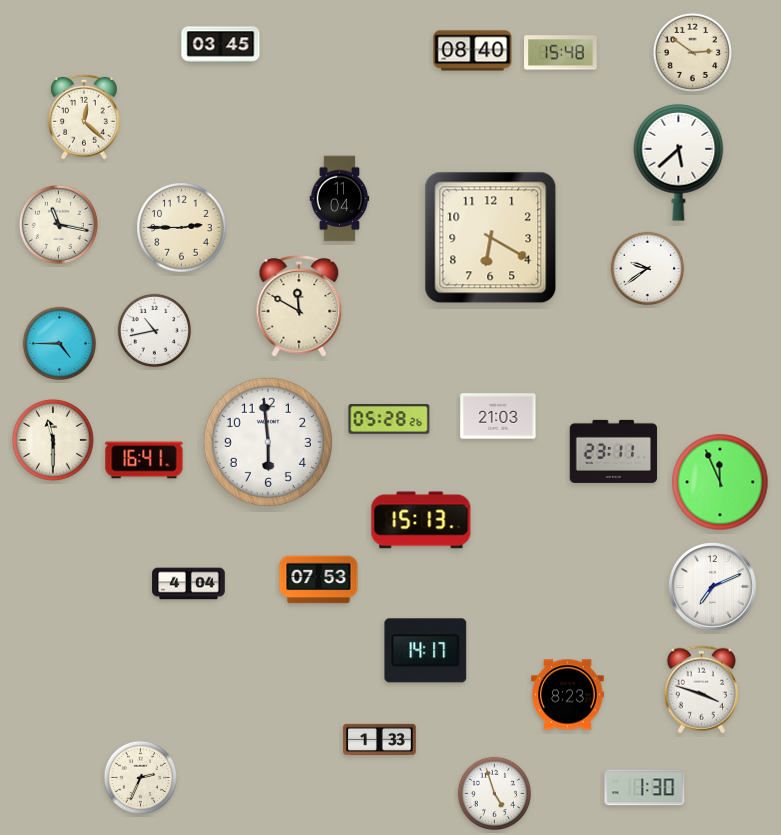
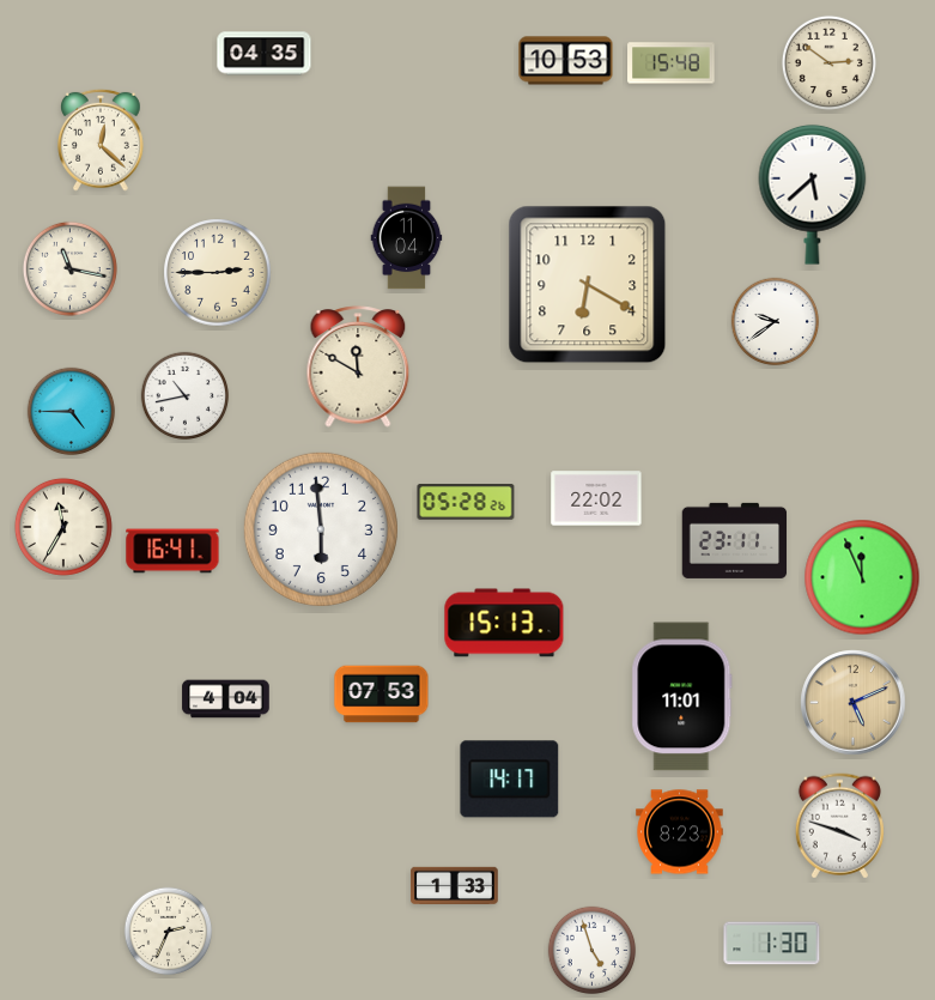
clock at (221, 45): 03:45 -> 04:35
clock at (473, 51): 08:40 -> 10:53
clock at (498, 416): 21:03 -> 22:02
clock at (53, 440): 11:30 -> 11:35
clock at (682, 697): none -> 11:01
clock at (713, 587): 7:11 -> 5:11
clock at (713, 587) dial: white -> champagne
